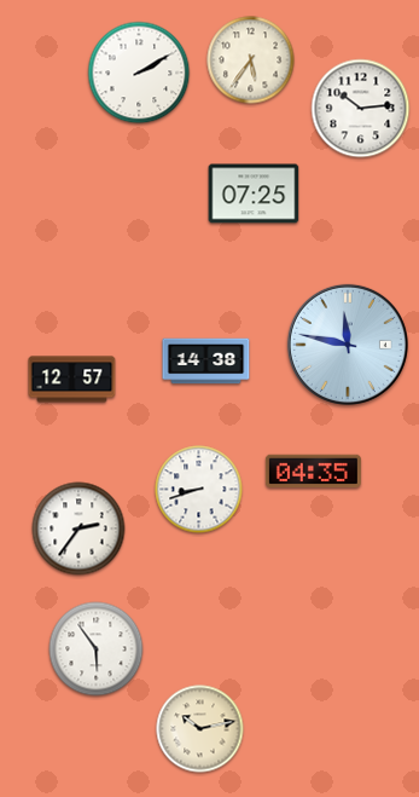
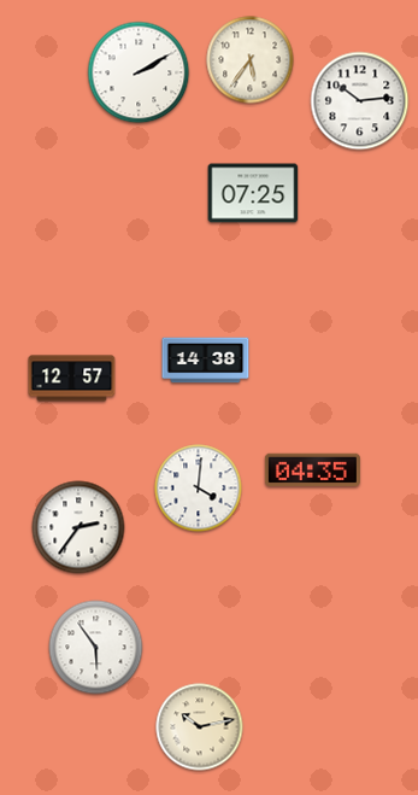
clock at (361, 109) position: (361, 109) -> (360, 101)
clock at (348, 345): 11:47 -> none
clock at (199, 490): 8:42 -> 4:01
